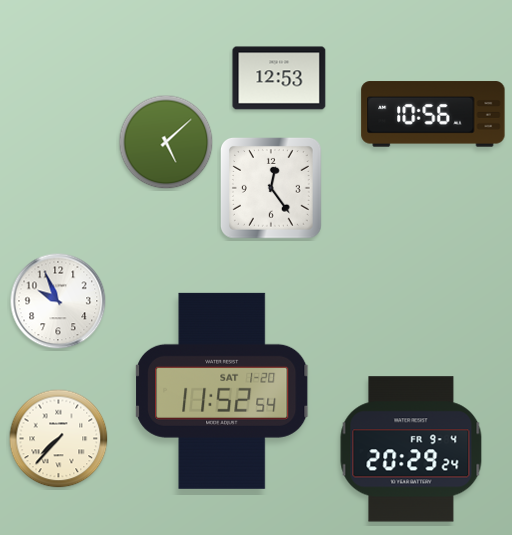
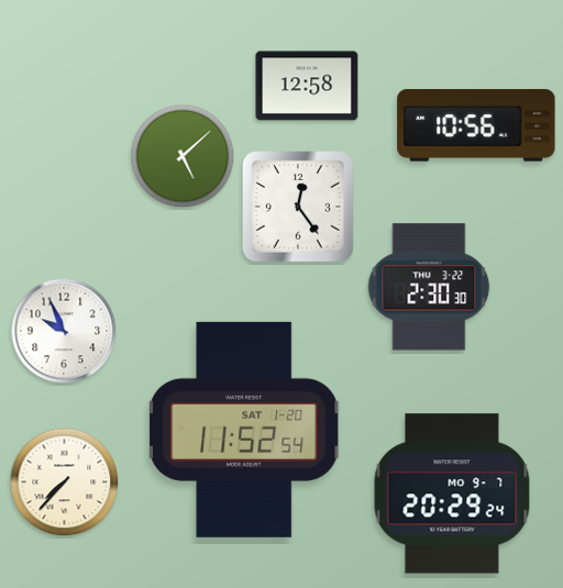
clock at (279, 78): 12:53 -> 12:58
clock at (429, 287): none -> 2:30
clock at (411, 449) date: FR 9-4 -> MO 9-7
